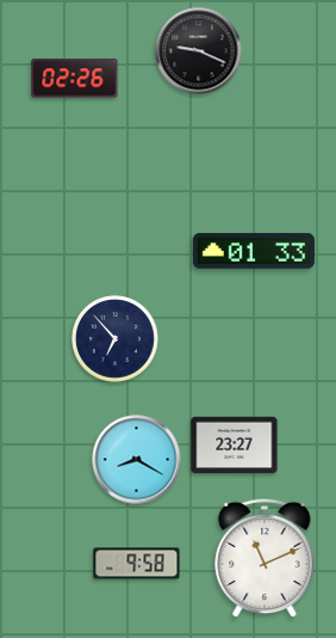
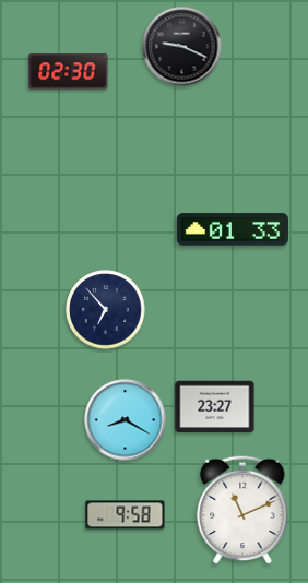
clock at (75, 79): 02:26 -> 02:30
